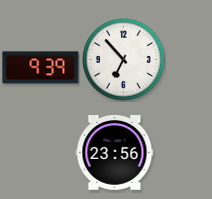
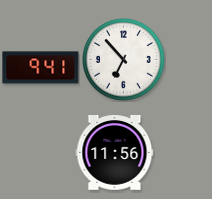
clock at (41, 68): 9:39 -> 9:41
clock at (115, 153): 23:56 -> 11:56
